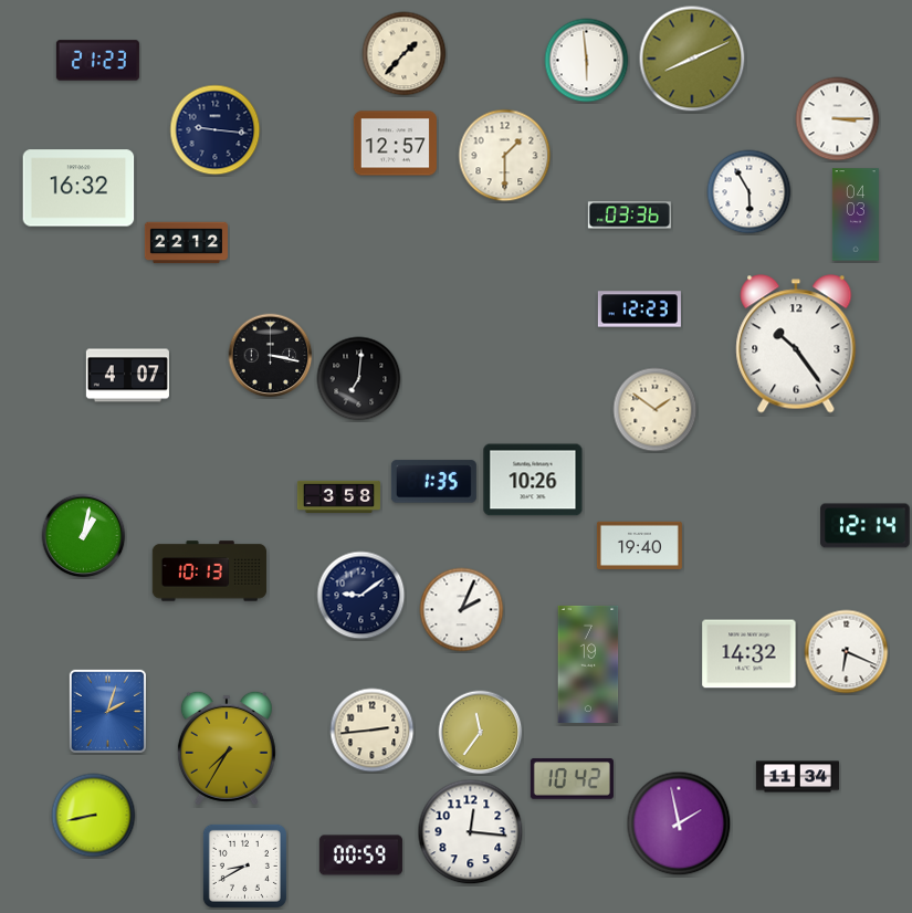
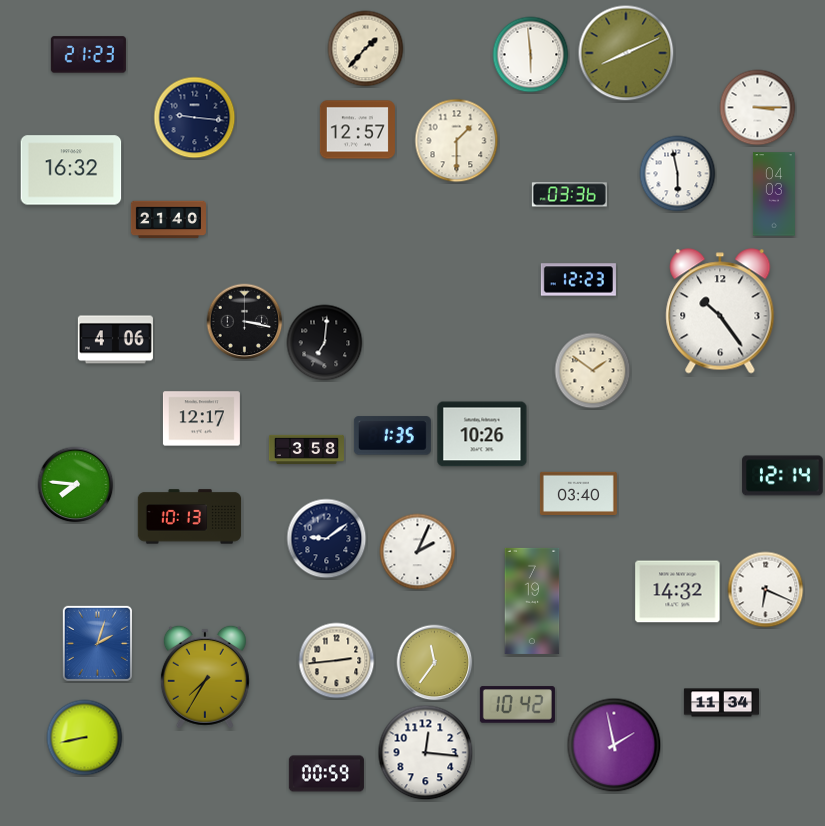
clock at (749, 192): 5:55 -> 5:58
clock at (186, 243): 22:12 -> 21:40
clock at (127, 376): 4:07 -> 4:06
clock at (201, 419): none -> 12:17
clock at (84, 536): 1:02 -> 7:46
clock at (639, 545): 19:40 -> 03:40
clock at (244, 865): 8:40 -> none
